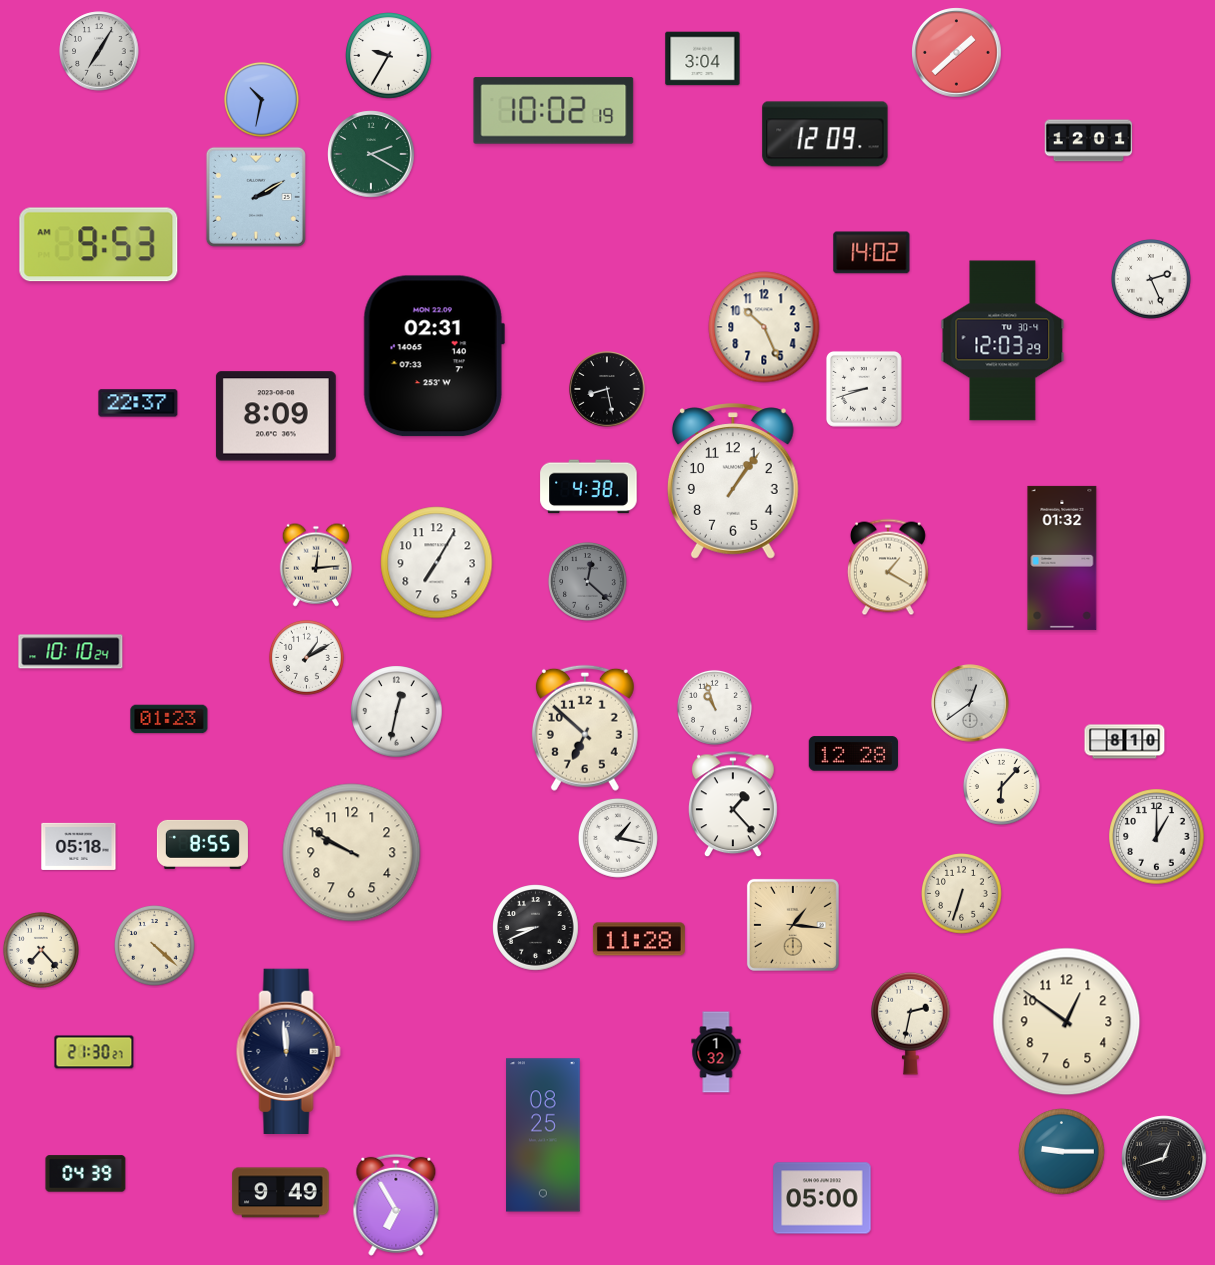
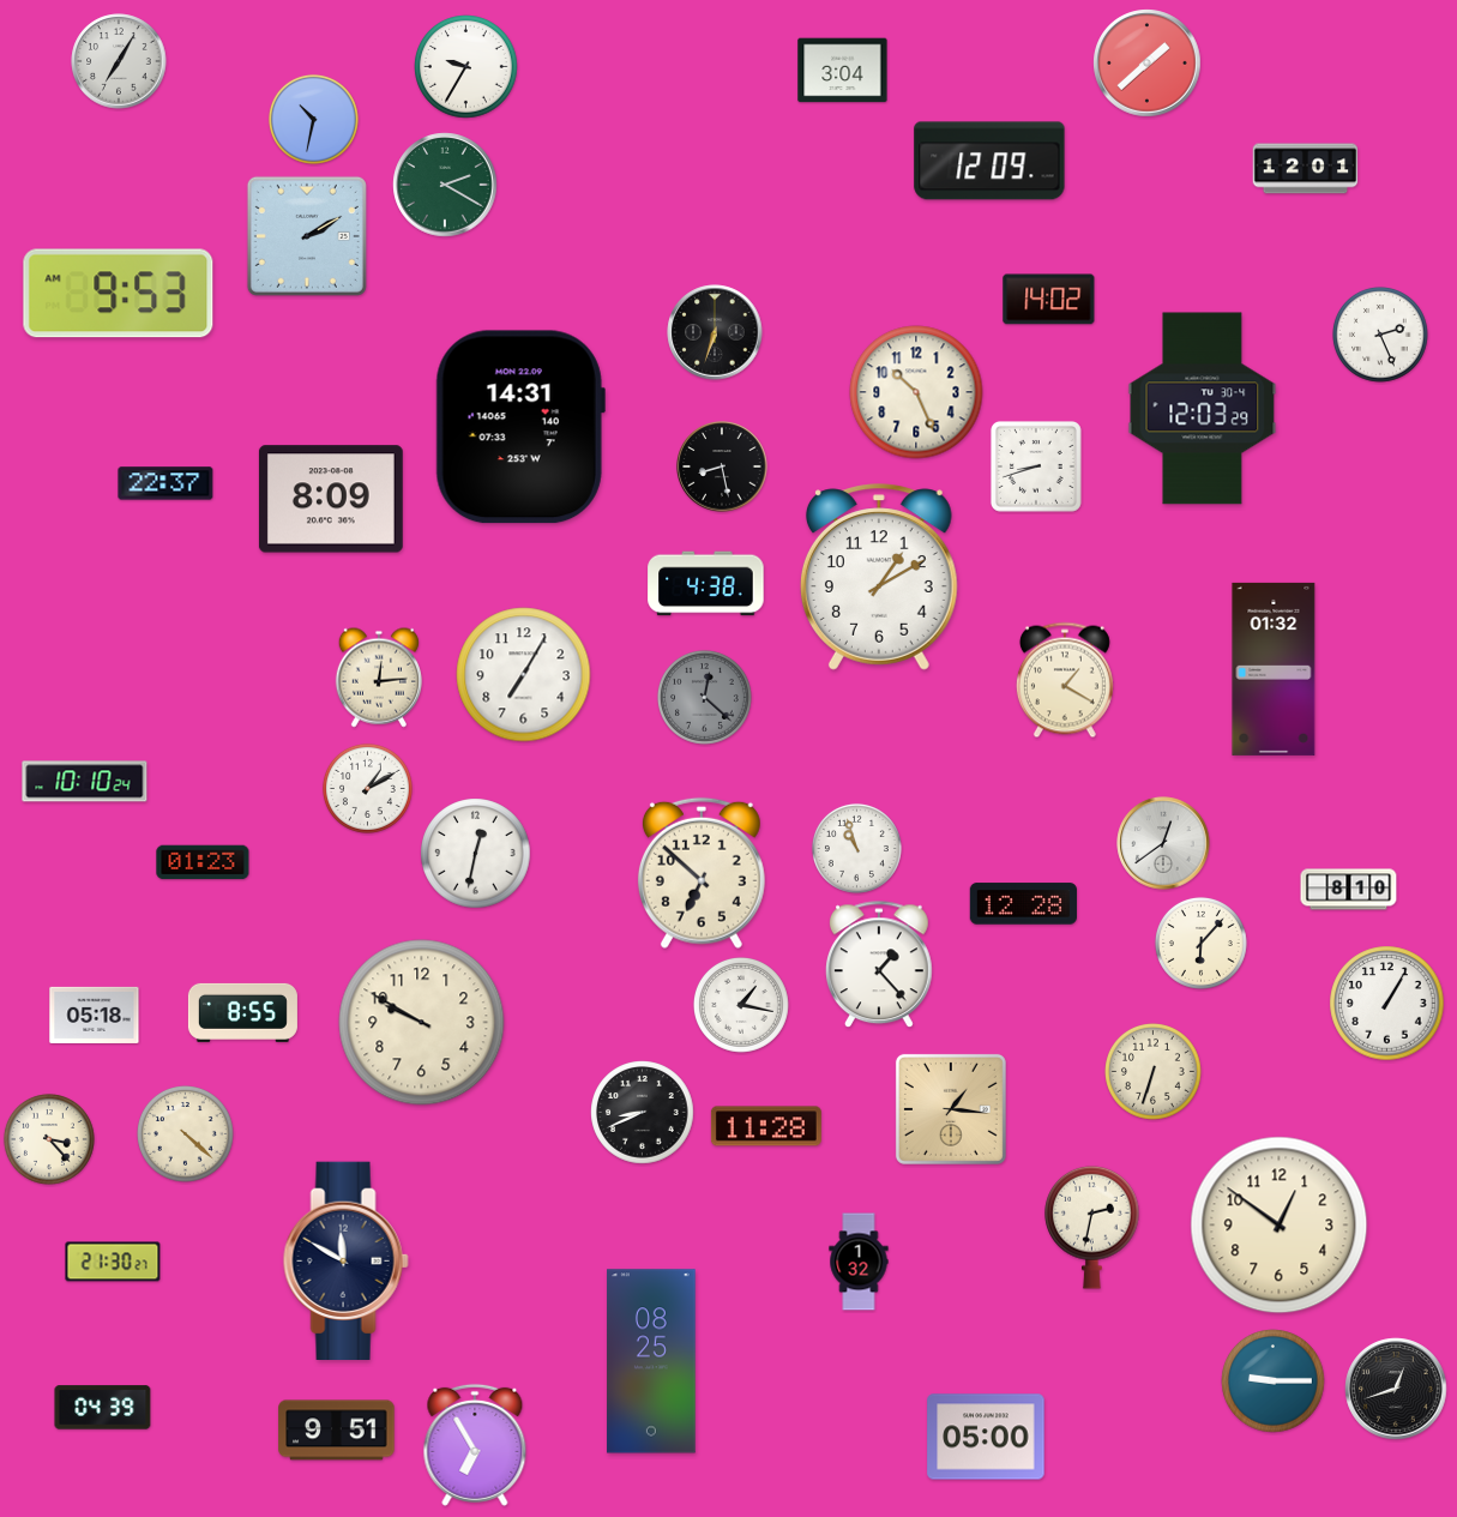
clock at (554, 111): 10:02 -> none
clock at (872, 253) position: (872, 253) -> (1049, 300)
clock at (715, 332): none -> 6:33
clock at (434, 356): 02:31 -> 14:31
clock at (607, 389) position: (607, 389) -> (722, 466)
clock at (733, 481): 1:06 -> 1:10
clock at (1157, 837): 1:00 -> 1:05
clock at (41, 950): 7:23 -> 3:23
clock at (288, 1051): 11:59 -> 11:50
clock at (281, 1193): 9:49 -> 9:51
